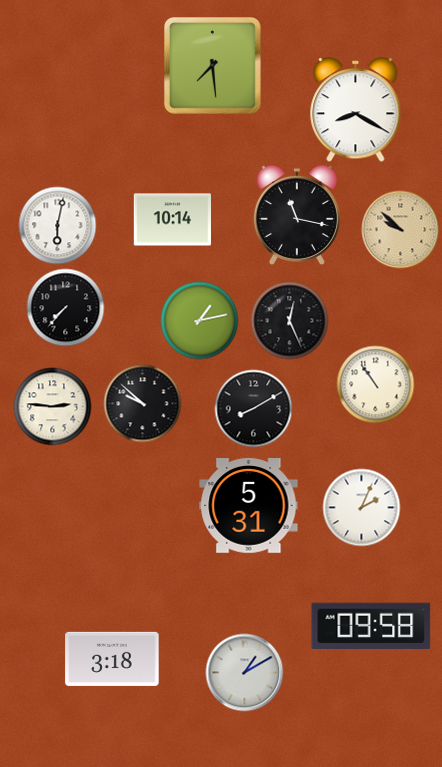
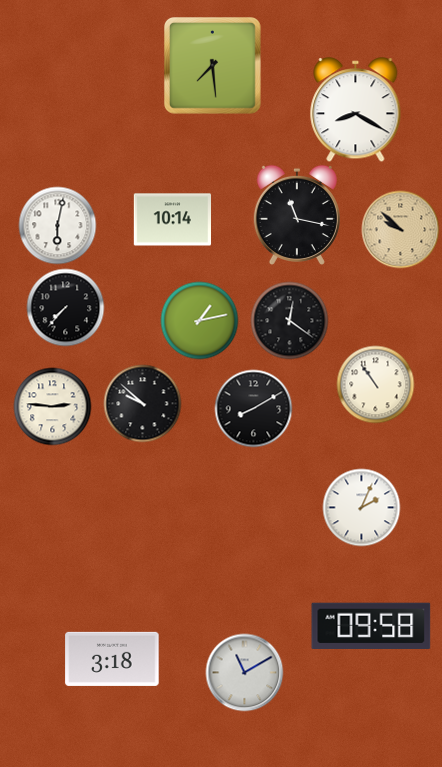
clock at (289, 320): 12:26 -> 12:21
clock at (249, 506): 5:31 -> none
clock at (244, 672): 1:10 -> 11:10
